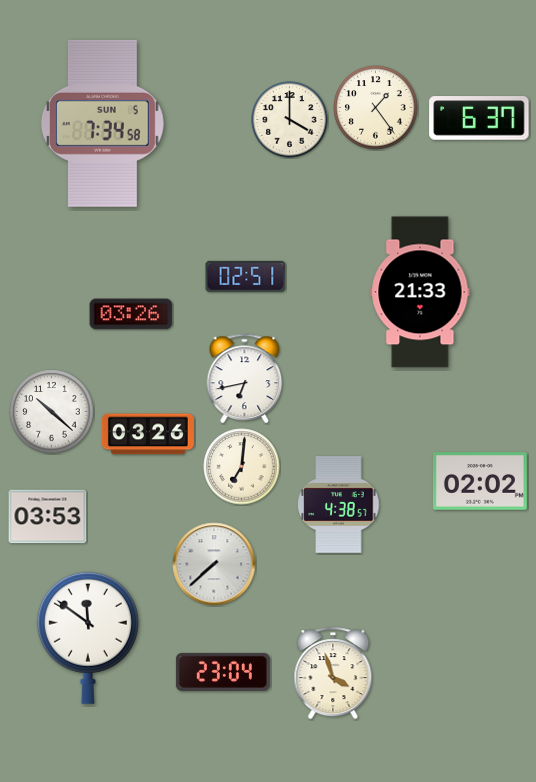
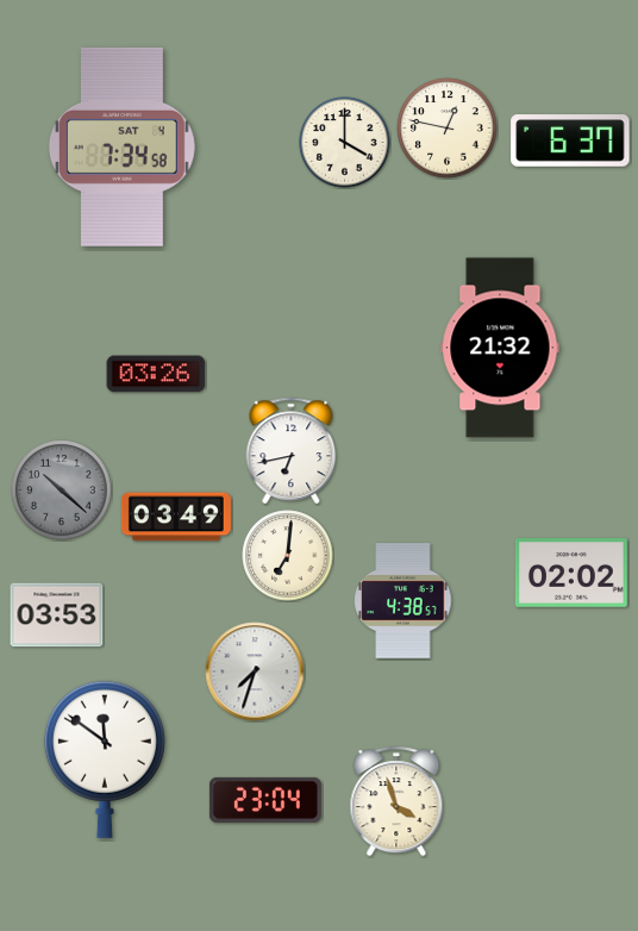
clock at (376, 108): 1:24 -> 12:47
clock at (102, 123) date: SUN 5 -> SAT 4
clock at (246, 276): 02:51 -> none
clock at (420, 292): 21:33 -> 21:32
clock at (52, 412) dial: white -> grey
clock at (148, 434): 03:26 -> 03:49
clock at (214, 564): 7:38 -> 7:33
